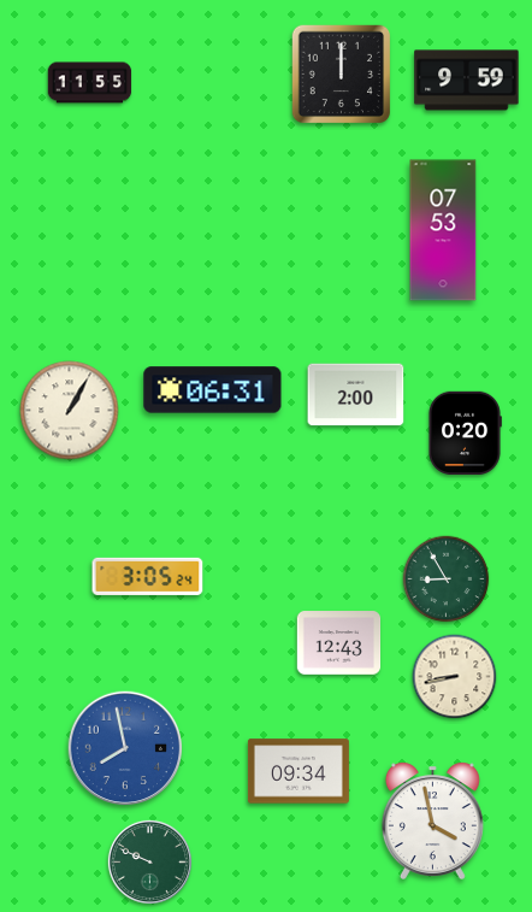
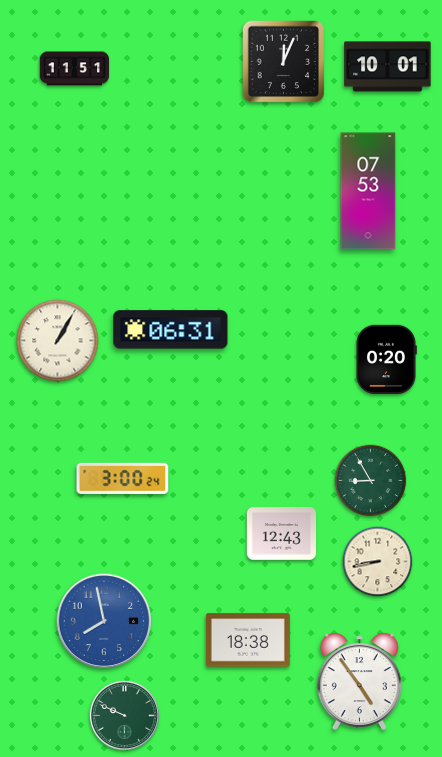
clock at (342, 75): 12:00 -> 12:04
clock at (467, 81): 9:59 -> 10:01
clock at (90, 83): 11:55 -> 11:51
clock at (213, 390) position: (213, 390) -> (171, 330)
clock at (356, 395): 2:00 -> none
clock at (148, 576): 3:05 -> 3:00
clock at (298, 771): 09:34 -> 18:38
clock at (432, 820): 3:58 -> 4:54
